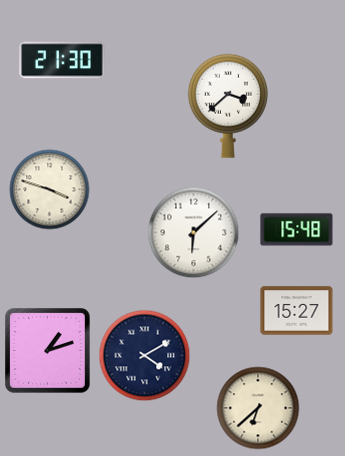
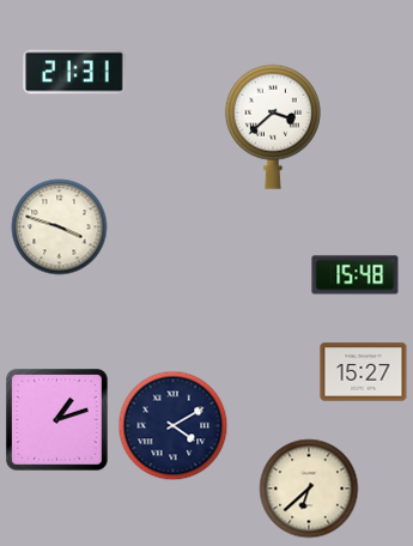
clock at (62, 60): 21:30 -> 21:31
clock at (194, 233): 6:08 -> none
clock at (297, 311) position: (297, 311) -> (364, 372)
